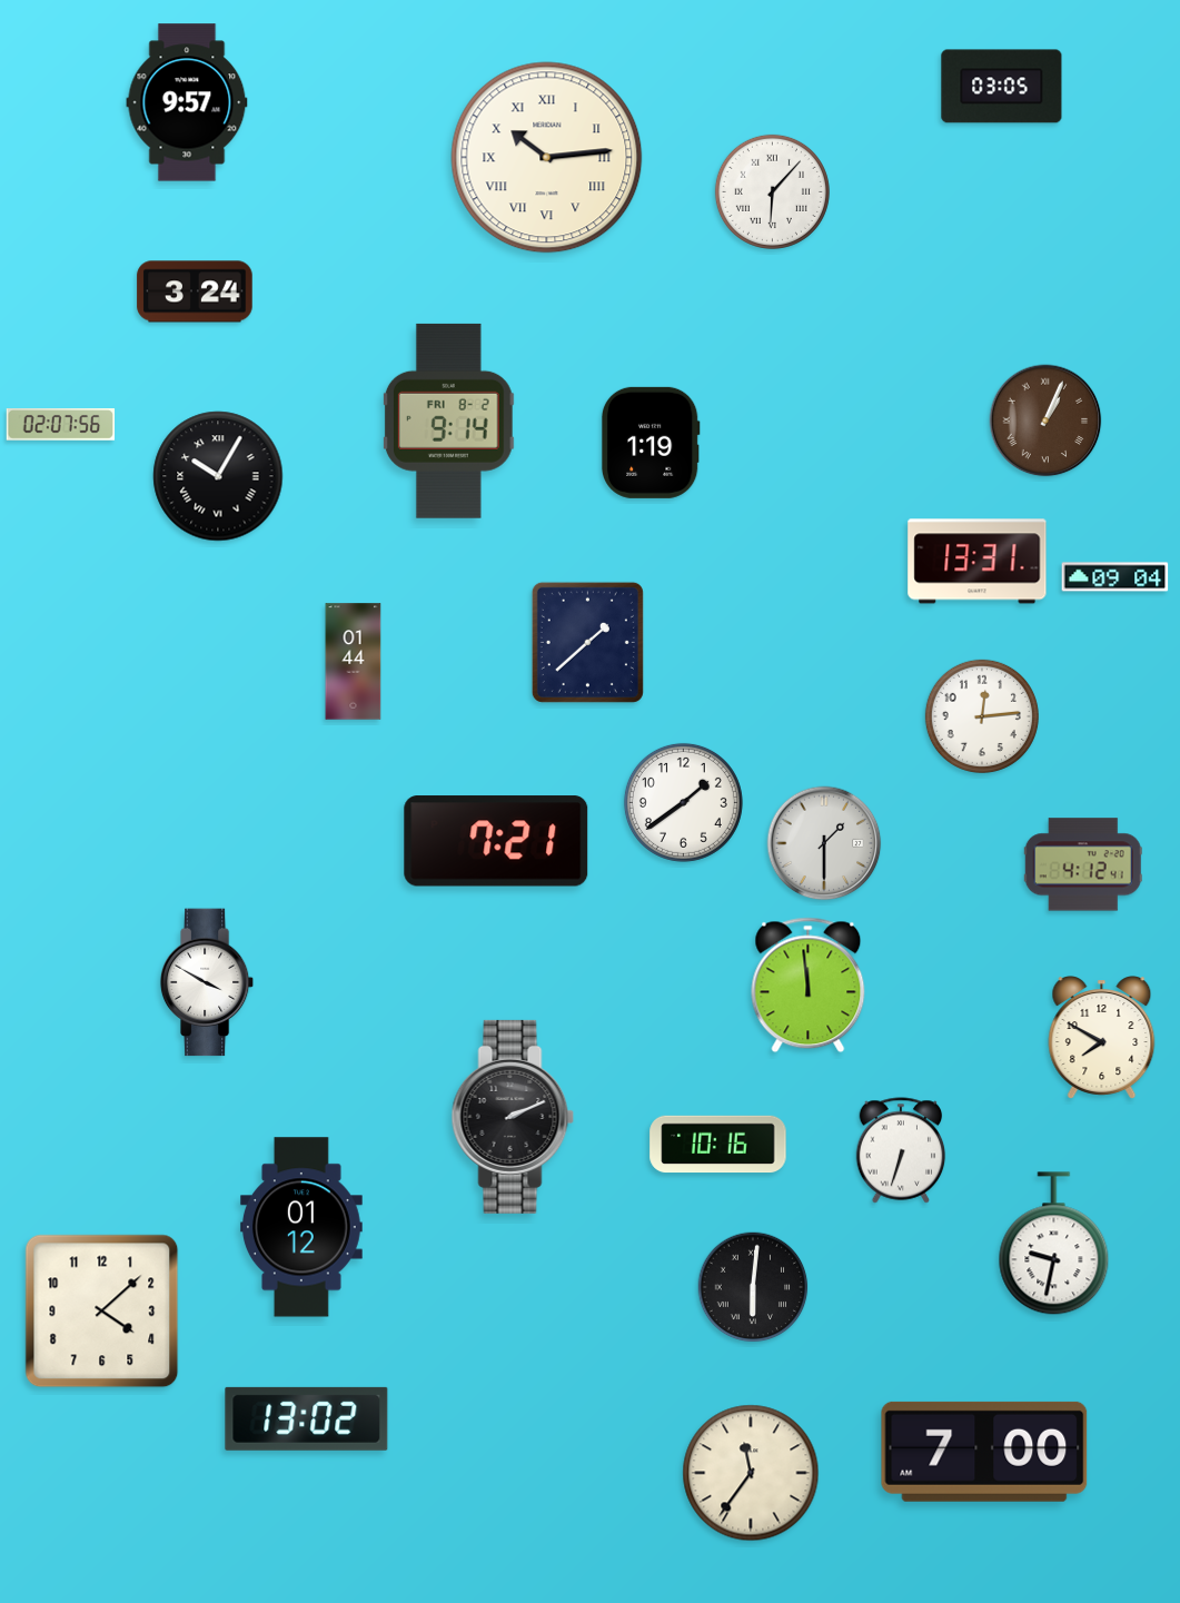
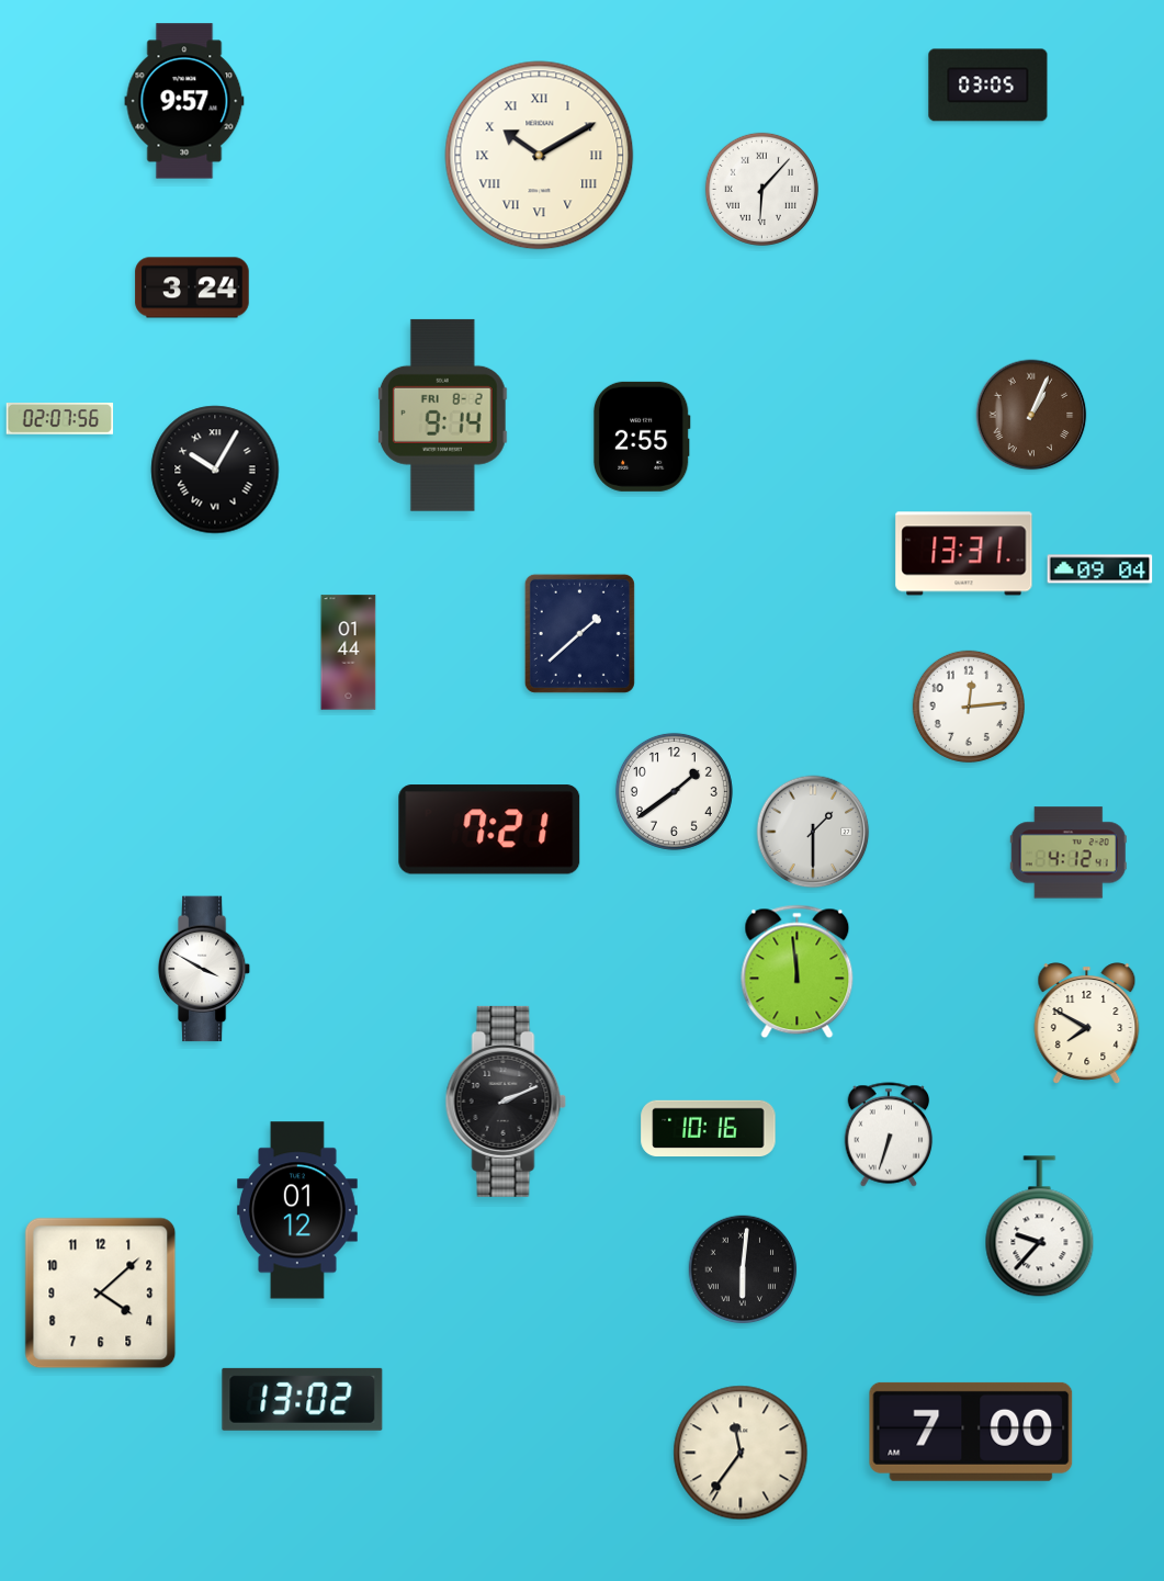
clock at (547, 158): 10:14 -> 10:10
clock at (651, 443): 1:19 -> 2:55
clock at (1054, 1244): 9:32 -> 9:37
